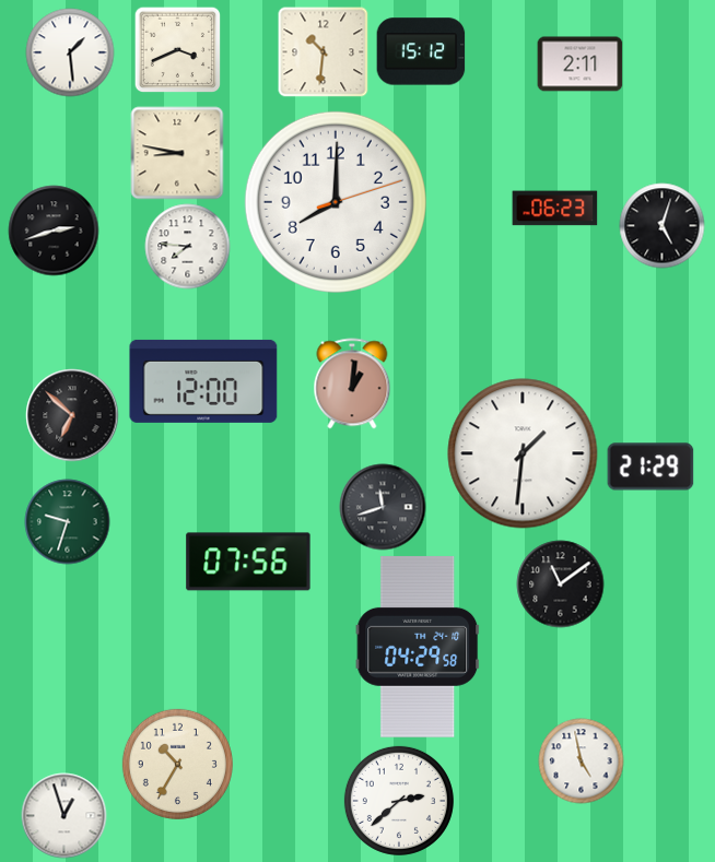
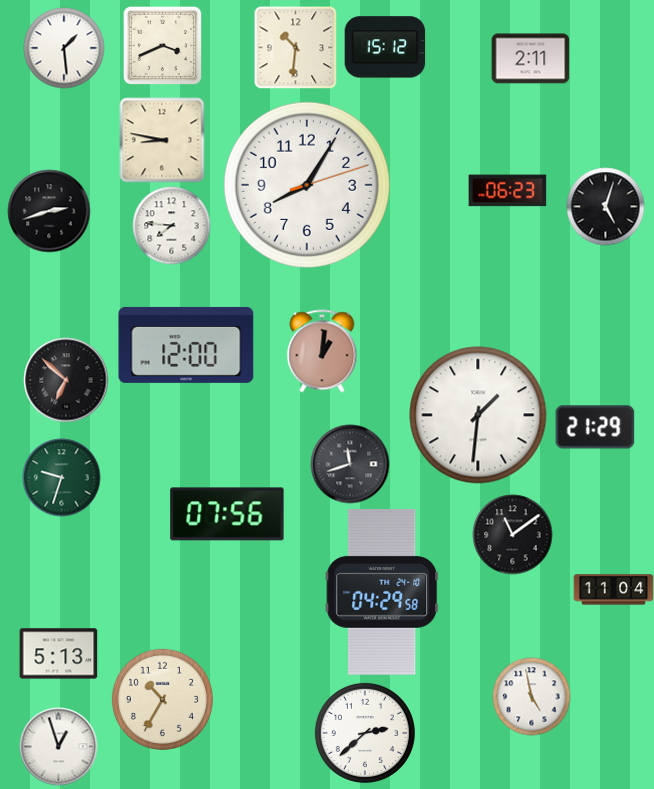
clock at (336, 202): 8:00 -> 8:05
clock at (203, 381) position: (203, 381) -> (186, 345)
clock at (613, 590): none -> 11:04
clock at (58, 654): none -> 5:13
